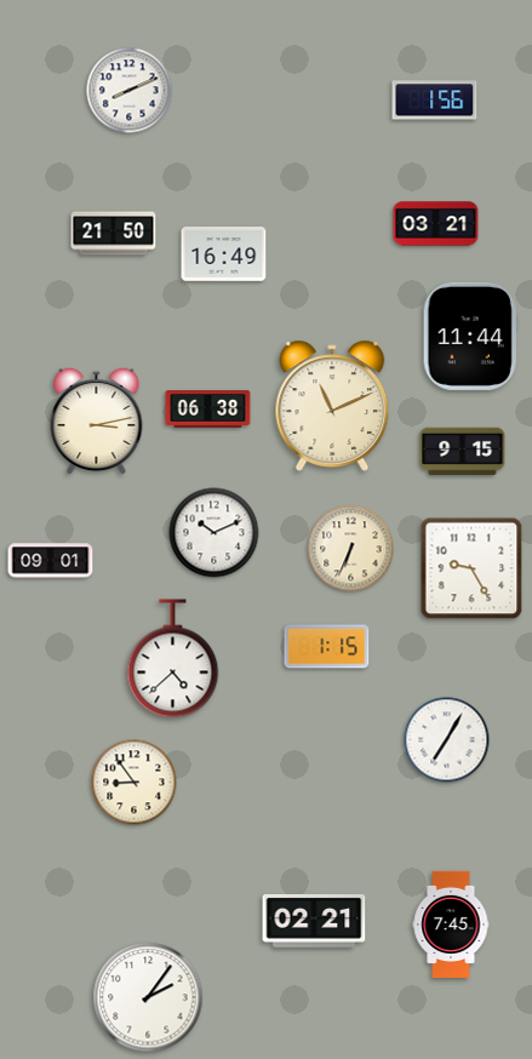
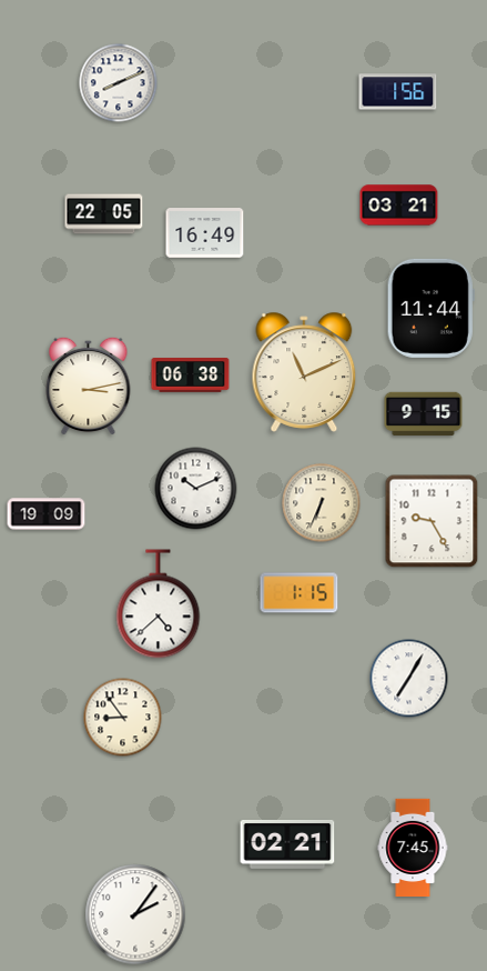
clock at (114, 234): 21:50 -> 22:05
clock at (51, 561): 09:01 -> 19:09
